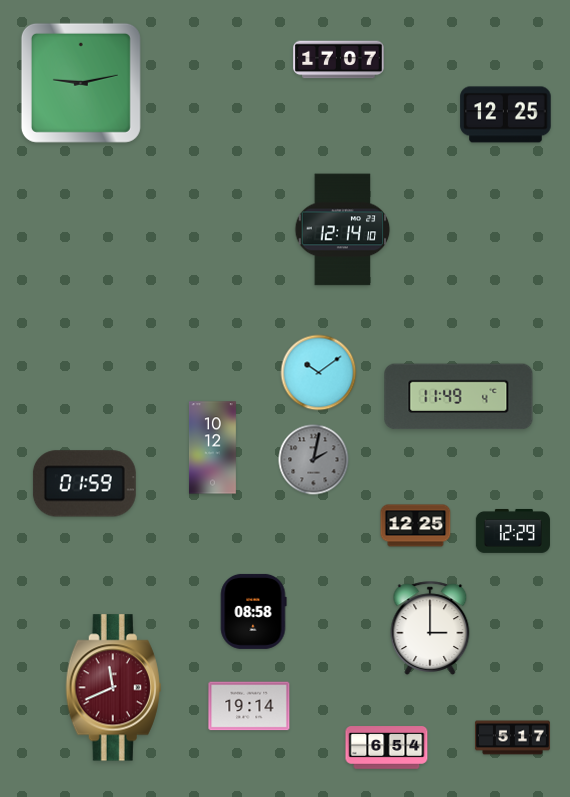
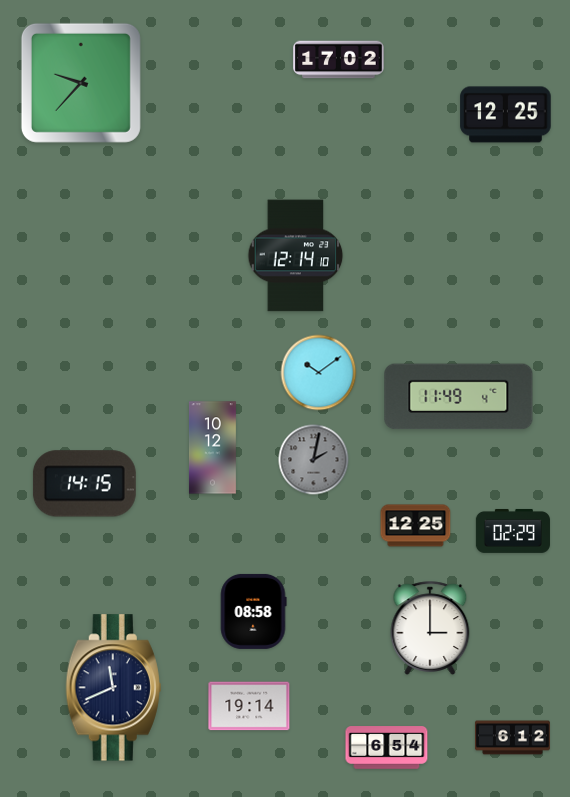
clock at (339, 60): 17:07 -> 17:02
clock at (81, 83): 9:13 -> 9:37
clock at (343, 230) position: (343, 230) -> (296, 256)
clock at (84, 484): 01:59 -> 14:15
clock at (513, 531): 12:29 -> 02:29
clock at (113, 688) dial: burgundy -> navy
clock at (512, 738): 5:17 -> 6:12
